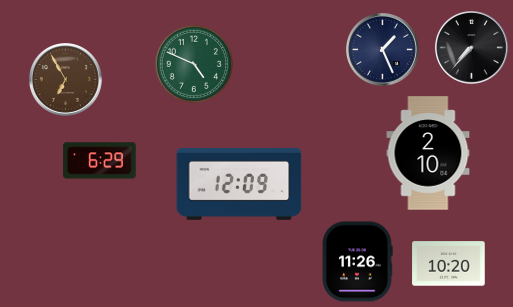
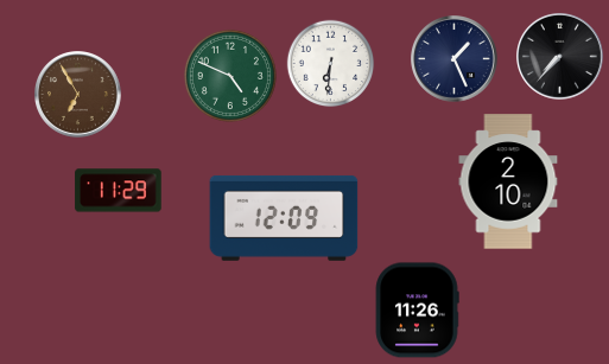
clock at (331, 64): none -> 6:31
clock at (100, 161): 6:29 -> 11:29
clock at (357, 262) position: (357, 262) -> (417, 311)
clock at (449, 264): 10:20 -> none
